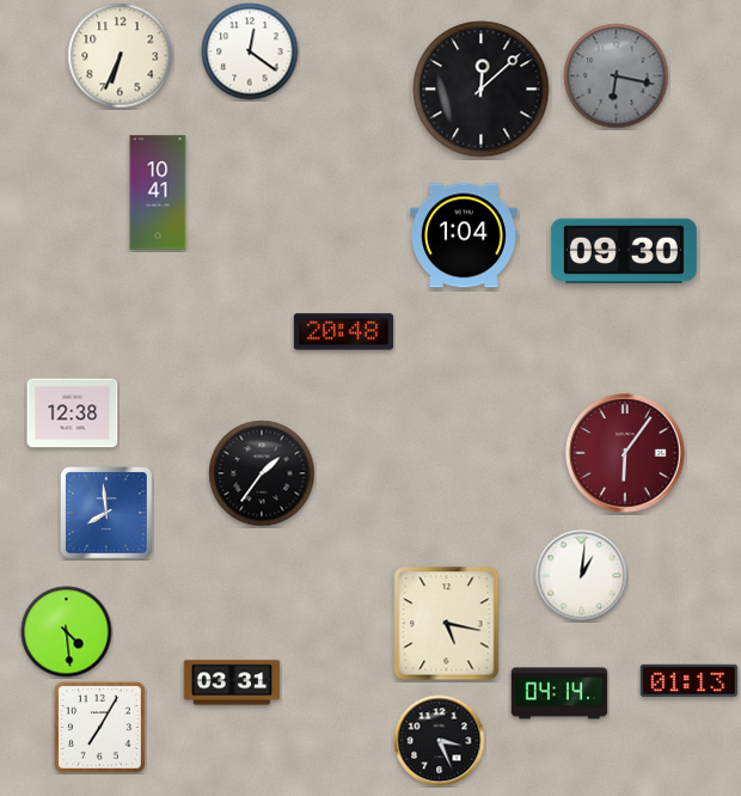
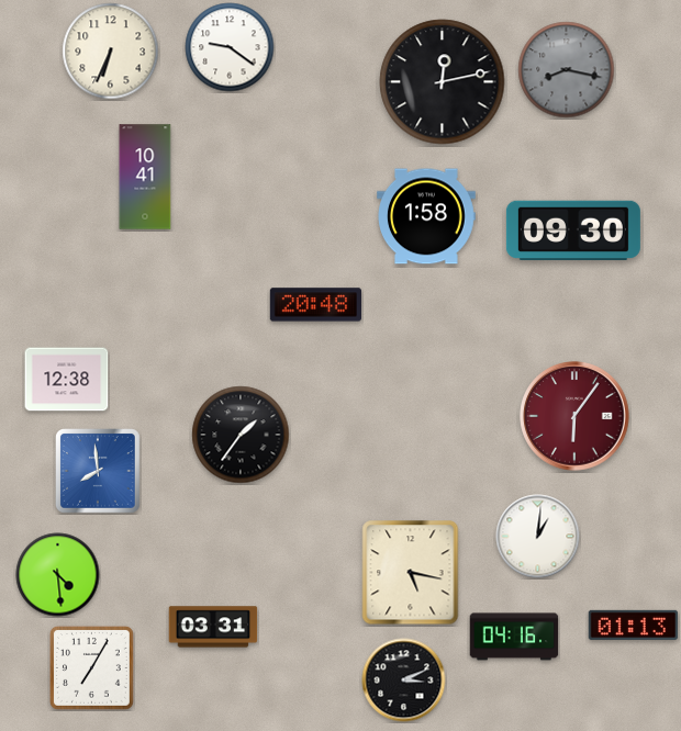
clock at (250, 51): 12:21 -> 9:21
clock at (617, 76): 6:17 -> 8:17
clock at (482, 90): 12:08 -> 12:13
clock at (465, 235): 1:04 -> 1:58
clock at (582, 576) position: (582, 576) -> (538, 537)
clock at (67, 632) position: (67, 632) -> (58, 575)
clock at (559, 693): 04:14 -> 04:16
clock at (440, 741): 3:26 -> 3:11
